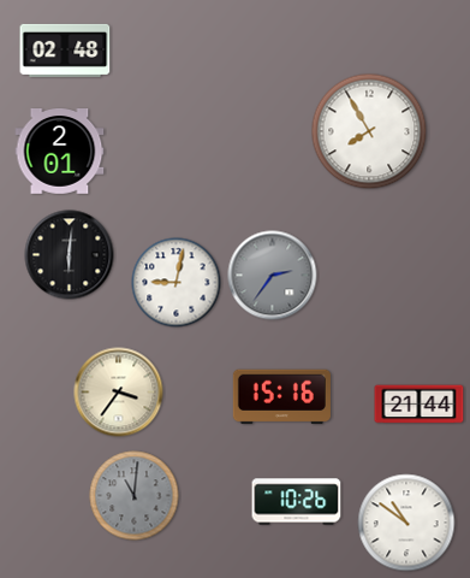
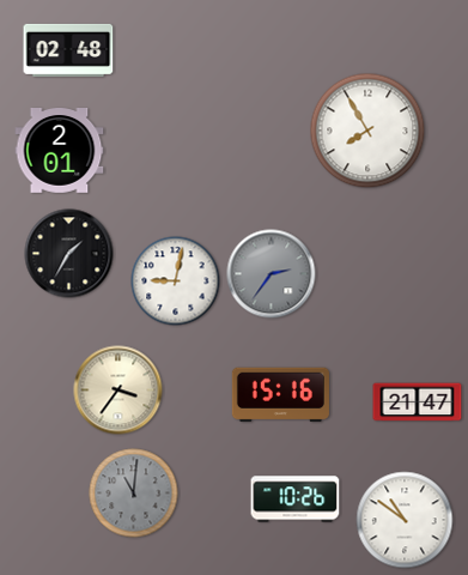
clock at (65, 51) position: (65, 51) -> (68, 50)
clock at (70, 255): 6:01 -> 1:35
clock at (420, 405): 21:44 -> 21:47
